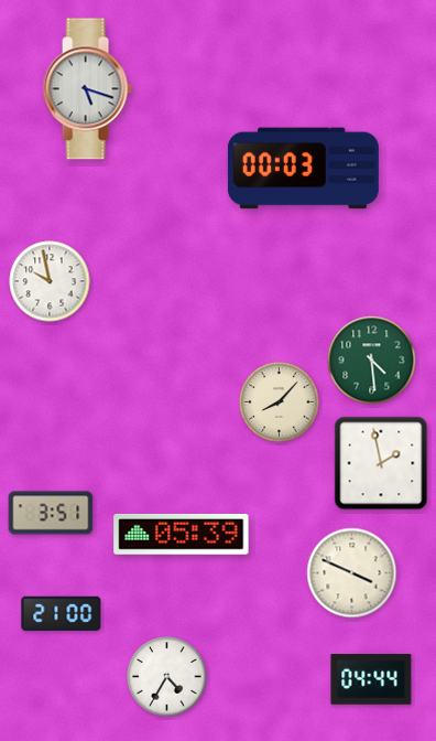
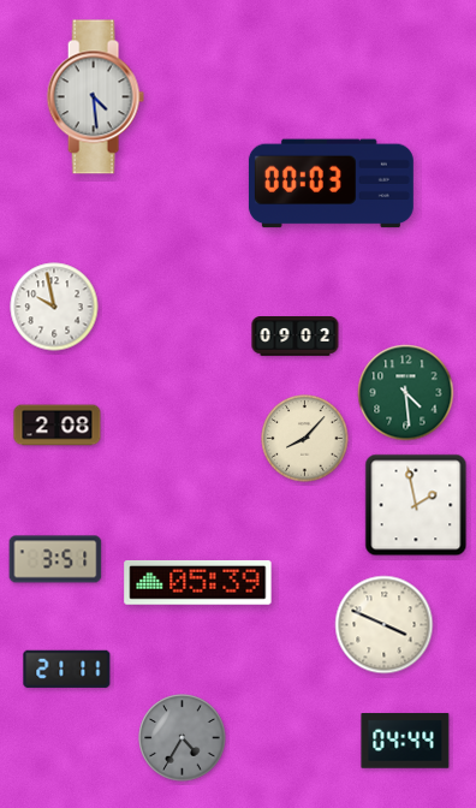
clock at (87, 89): 5:18 -> 4:29
clock at (296, 337): none -> 09:02
clock at (58, 426): none -> 2:08
clock at (62, 613): 21:00 -> 21:11
clock at (167, 677) dial: white -> grey
